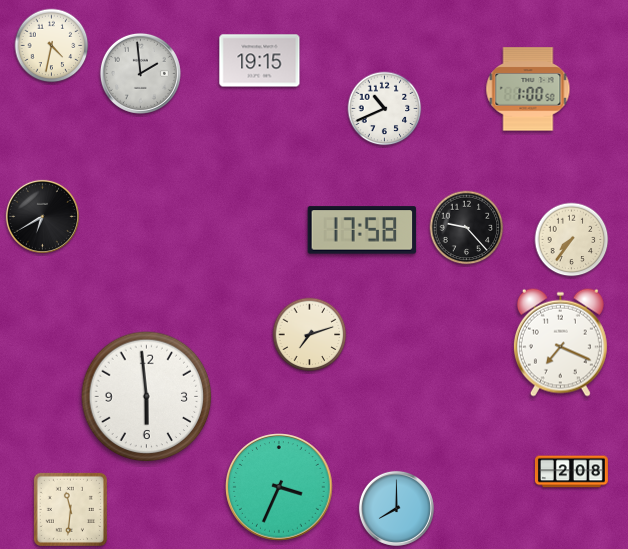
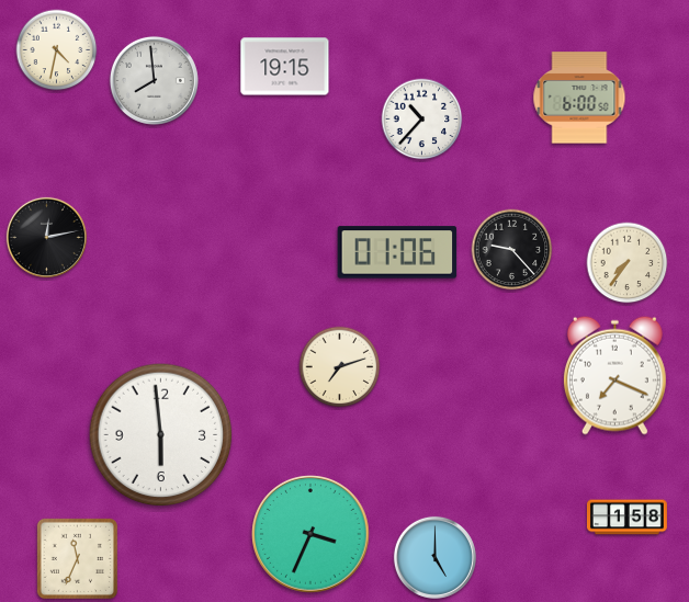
clock at (140, 73): 1:59 -> 7:59
clock at (528, 89): 1:00 -> 6:00
clock at (385, 109): 10:41 -> 10:37
clock at (42, 216): 6:40 -> 12:13
clock at (362, 230): 17:58 -> 01:06
clock at (571, 472): 2:08 -> 1:58
clock at (279, 487) position: (279, 487) -> (310, 534)
clock at (396, 508): 8:00 -> 5:00
clock at (70, 509): 11:31 -> 11:34
